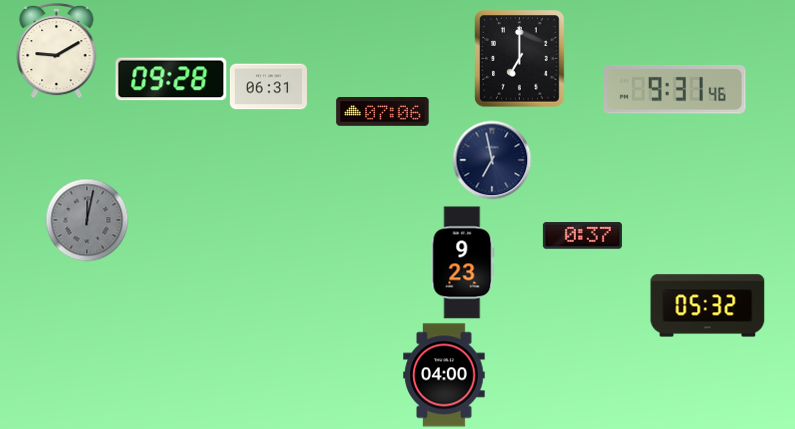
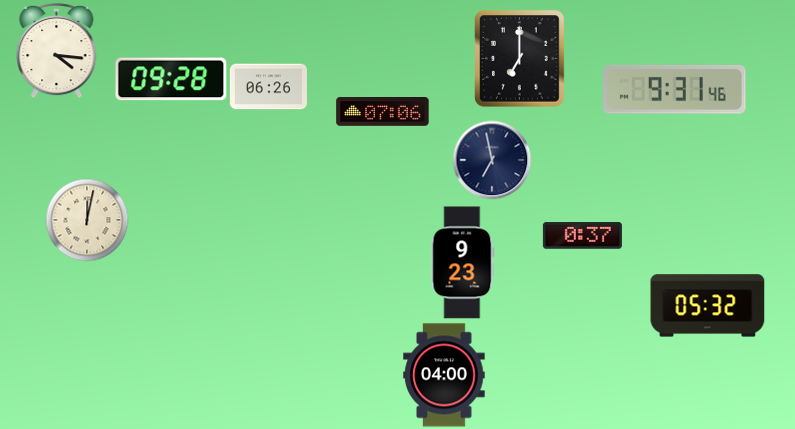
clock at (57, 50): 9:10 -> 4:16
clock at (268, 87): 06:31 -> 06:26
clock at (87, 220) dial: grey -> cream
